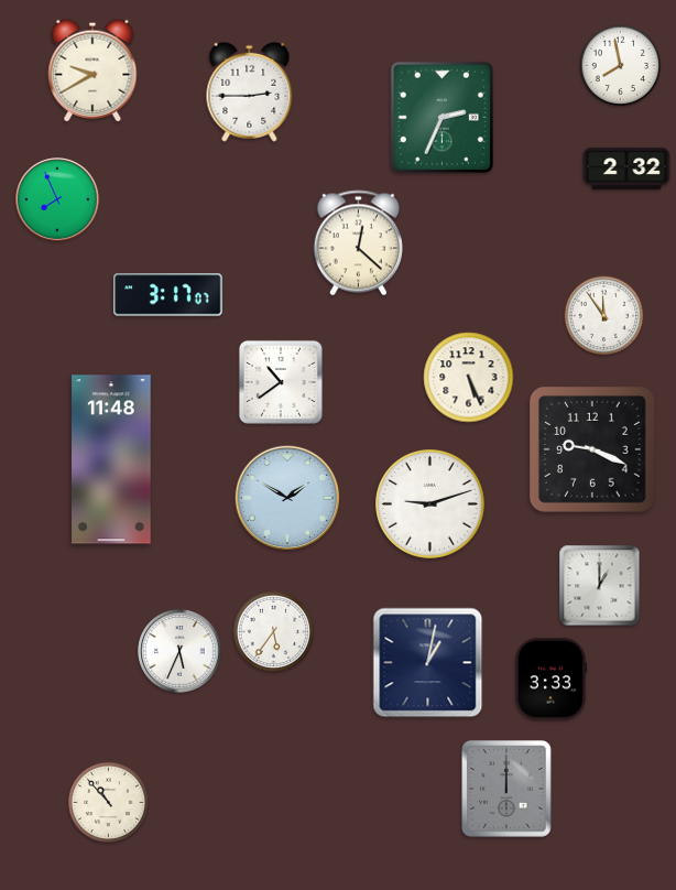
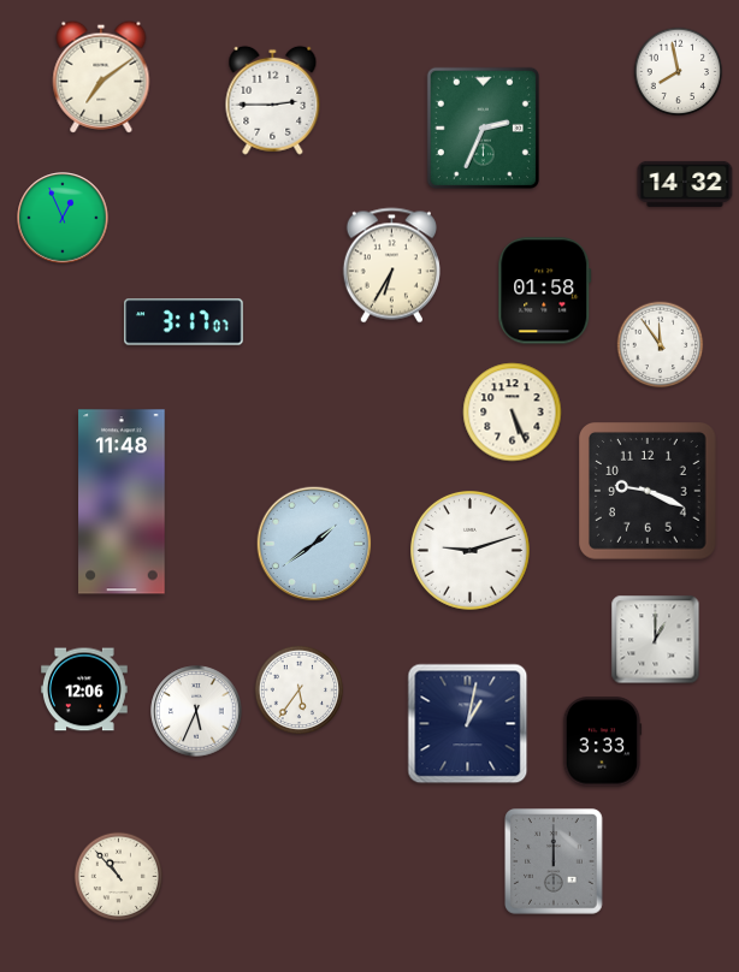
clock at (92, 70): 9:40 -> 7:09
clock at (626, 169): 2:32 -> 14:32
clock at (57, 199): 7:56 -> 12:56
clock at (358, 243): 12:22 -> 6:35
clock at (545, 291): none -> 01:58
clock at (281, 382): 10:39 -> none
clock at (287, 498): 1:50 -> 1:39
clock at (85, 689): none -> 12:06
